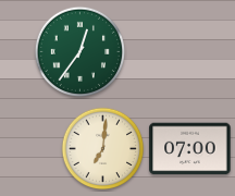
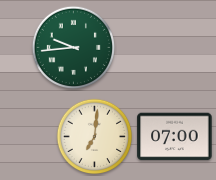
clock at (79, 51): 12:36 -> 9:44
